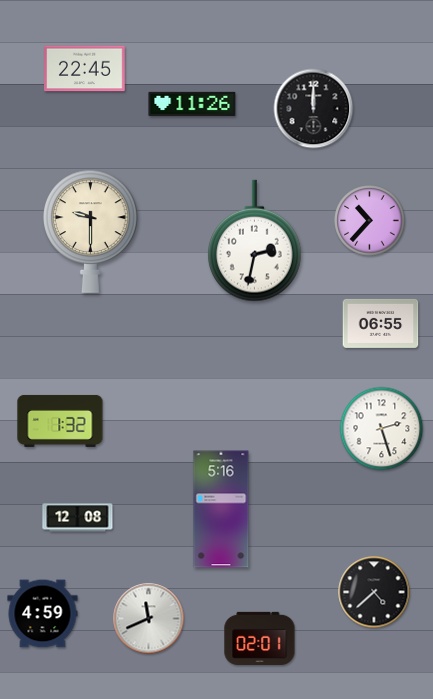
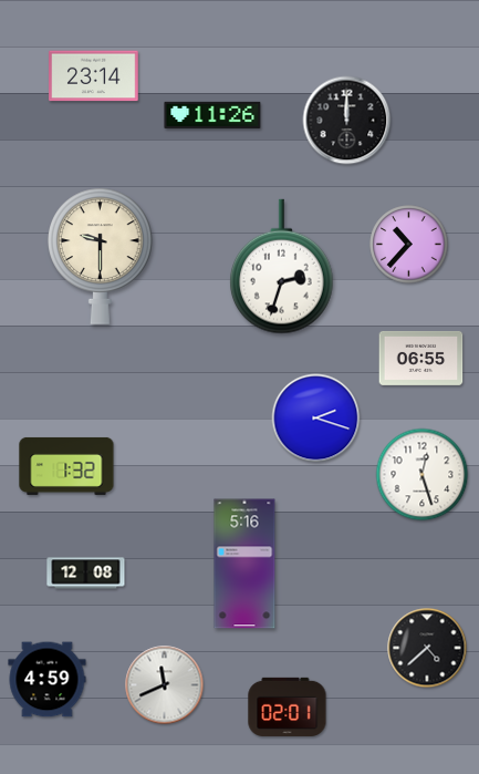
clock at (85, 69): 22:45 -> 23:14
clock at (255, 241): 2:32 -> 2:33
clock at (316, 419): none -> 2:18
clock at (382, 429): 2:27 -> 12:27
clock at (374, 592) position: (374, 592) -> (427, 648)
